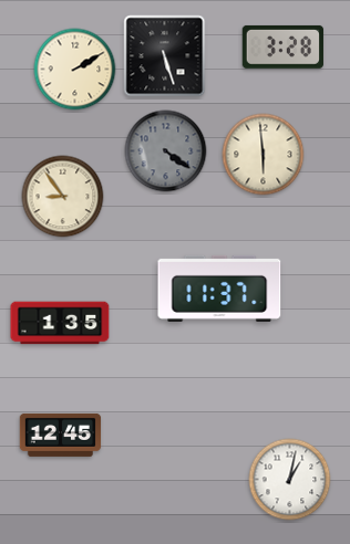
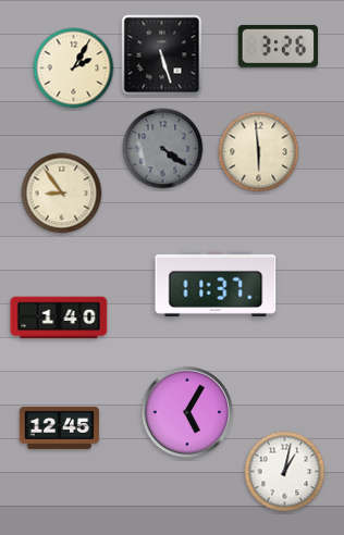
clock at (282, 46): 3:28 -> 3:26
clock at (75, 70): 2:10 -> 2:05
clock at (60, 323): 1:35 -> 1:40
clock at (187, 412): none -> 5:05
